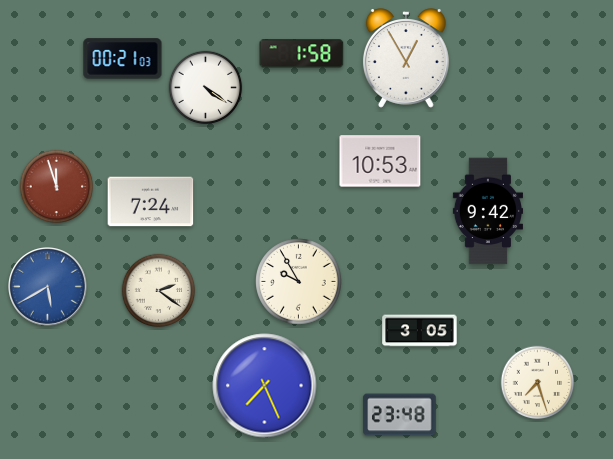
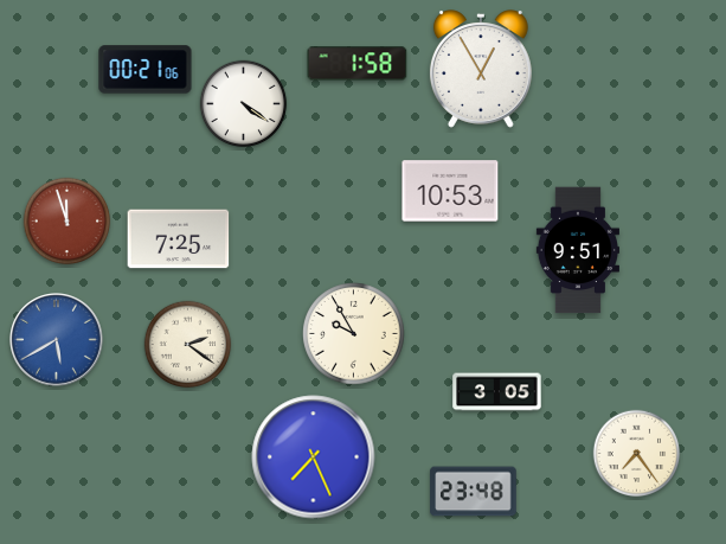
clock at (123, 59): 00:21:03 -> 00:21:06
clock at (151, 202): 7:24 -> 7:25
clock at (487, 211): 9:42 -> 9:51
clock at (538, 383): 7:27 -> 7:24
